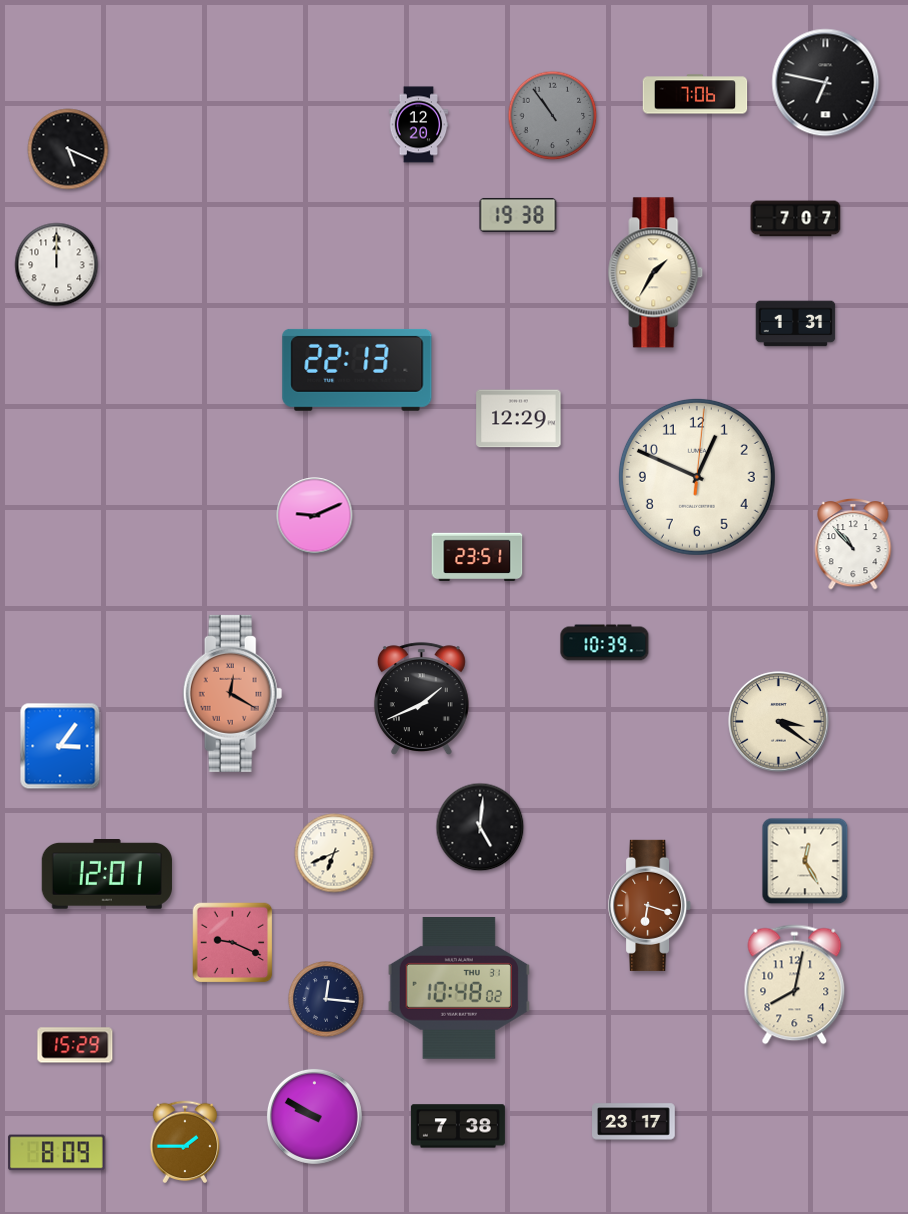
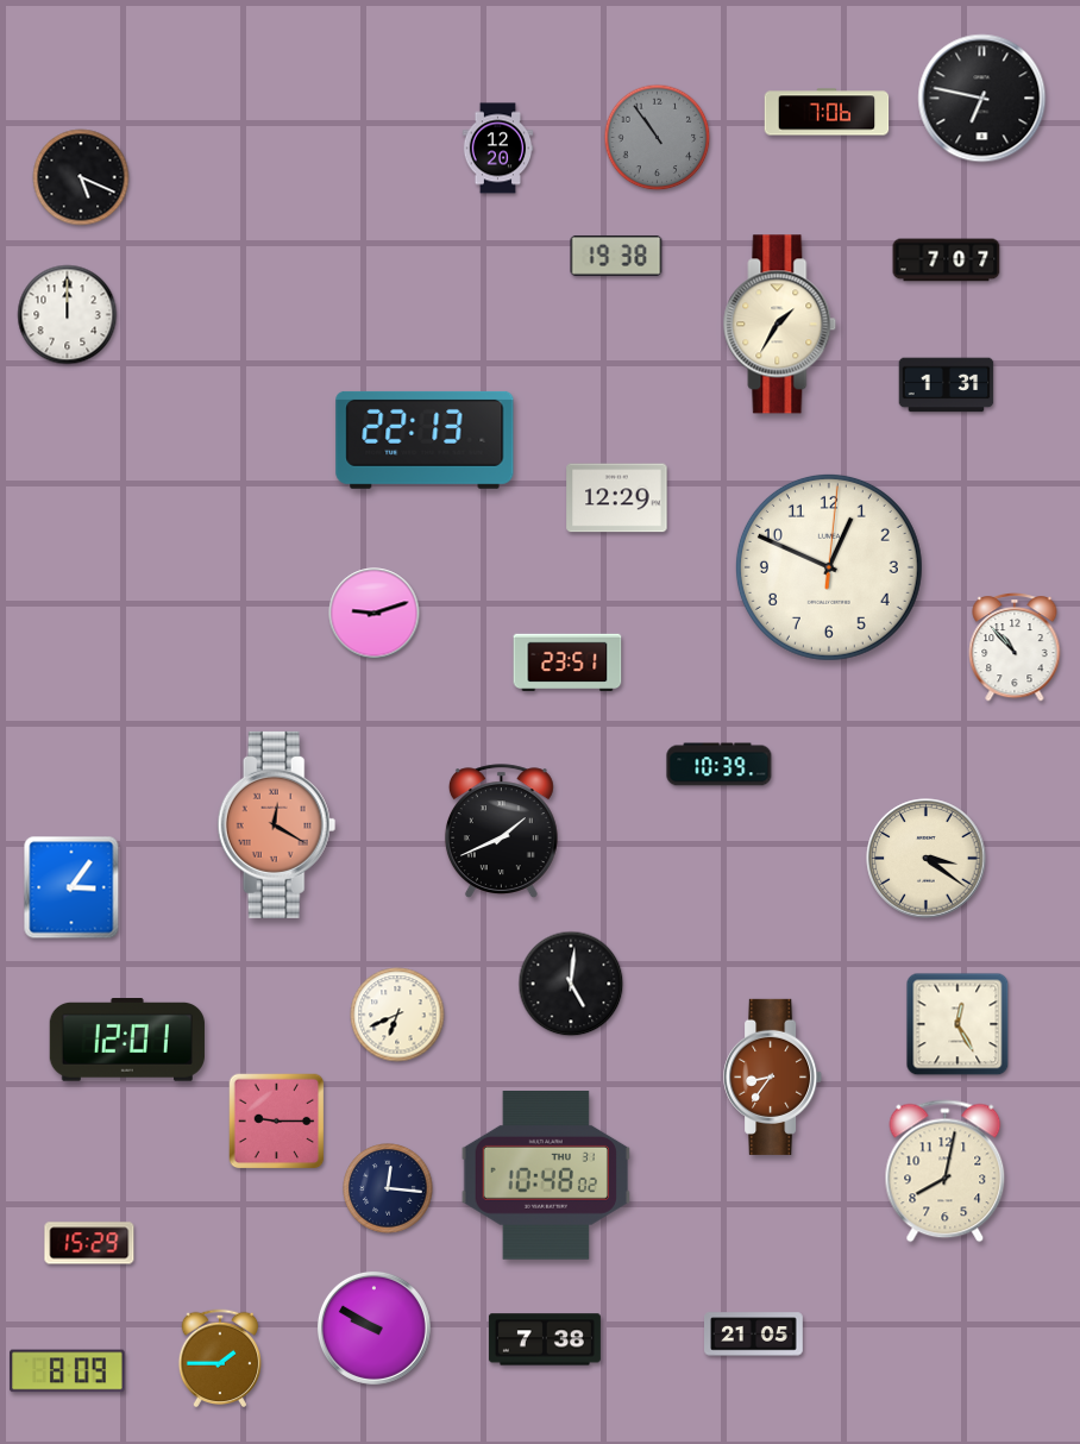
clock at (315, 516): 9:11 -> 9:12
clock at (650, 905): 6:18 -> 8:36
clock at (233, 943): 9:19 -> 9:15
clock at (634, 1122): 23:17 -> 21:05
